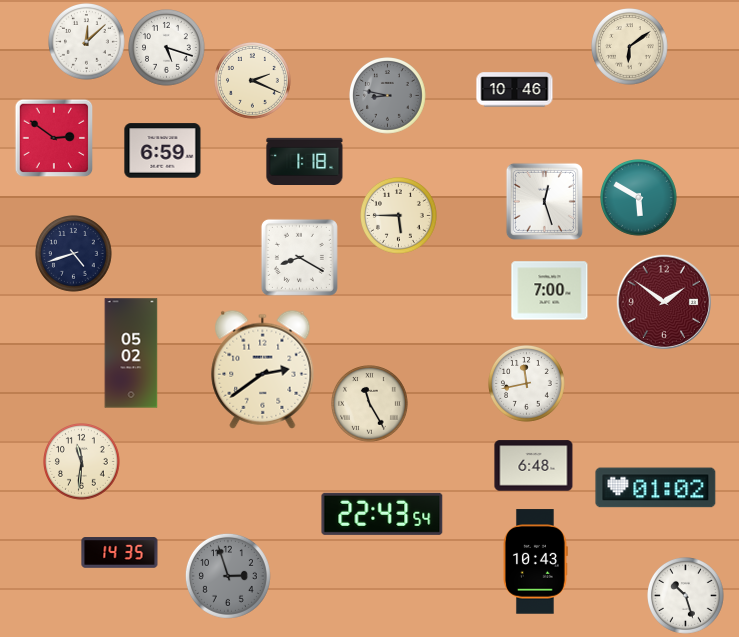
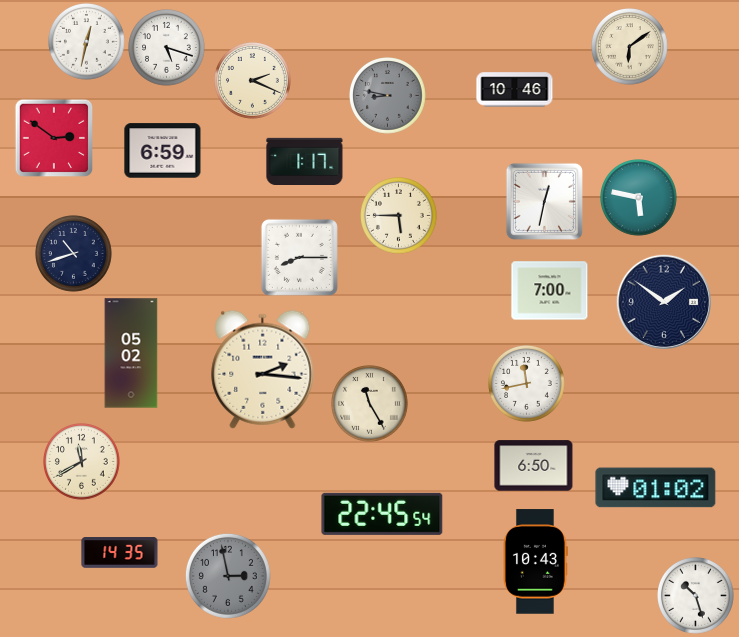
clock at (87, 42): 12:08 -> 12:32
clock at (305, 162): 1:18 -> 1:17
clock at (639, 198): 5:50 -> 5:47
clock at (544, 201): 12:27 -> 12:32
clock at (74, 254): 4:42 -> 10:42
clock at (299, 257): 8:20 -> 8:15
clock at (664, 302) dial: burgundy -> navy
clock at (263, 369): 2:39 -> 2:16
clock at (82, 462): 11:31 -> 11:40
clock at (534, 466): 6:48 -> 6:50
clock at (382, 514): 22:43 -> 22:45
clock at (228, 576): 2:57 -> 2:58
clock at (686, 596) position: (686, 596) -> (696, 596)
